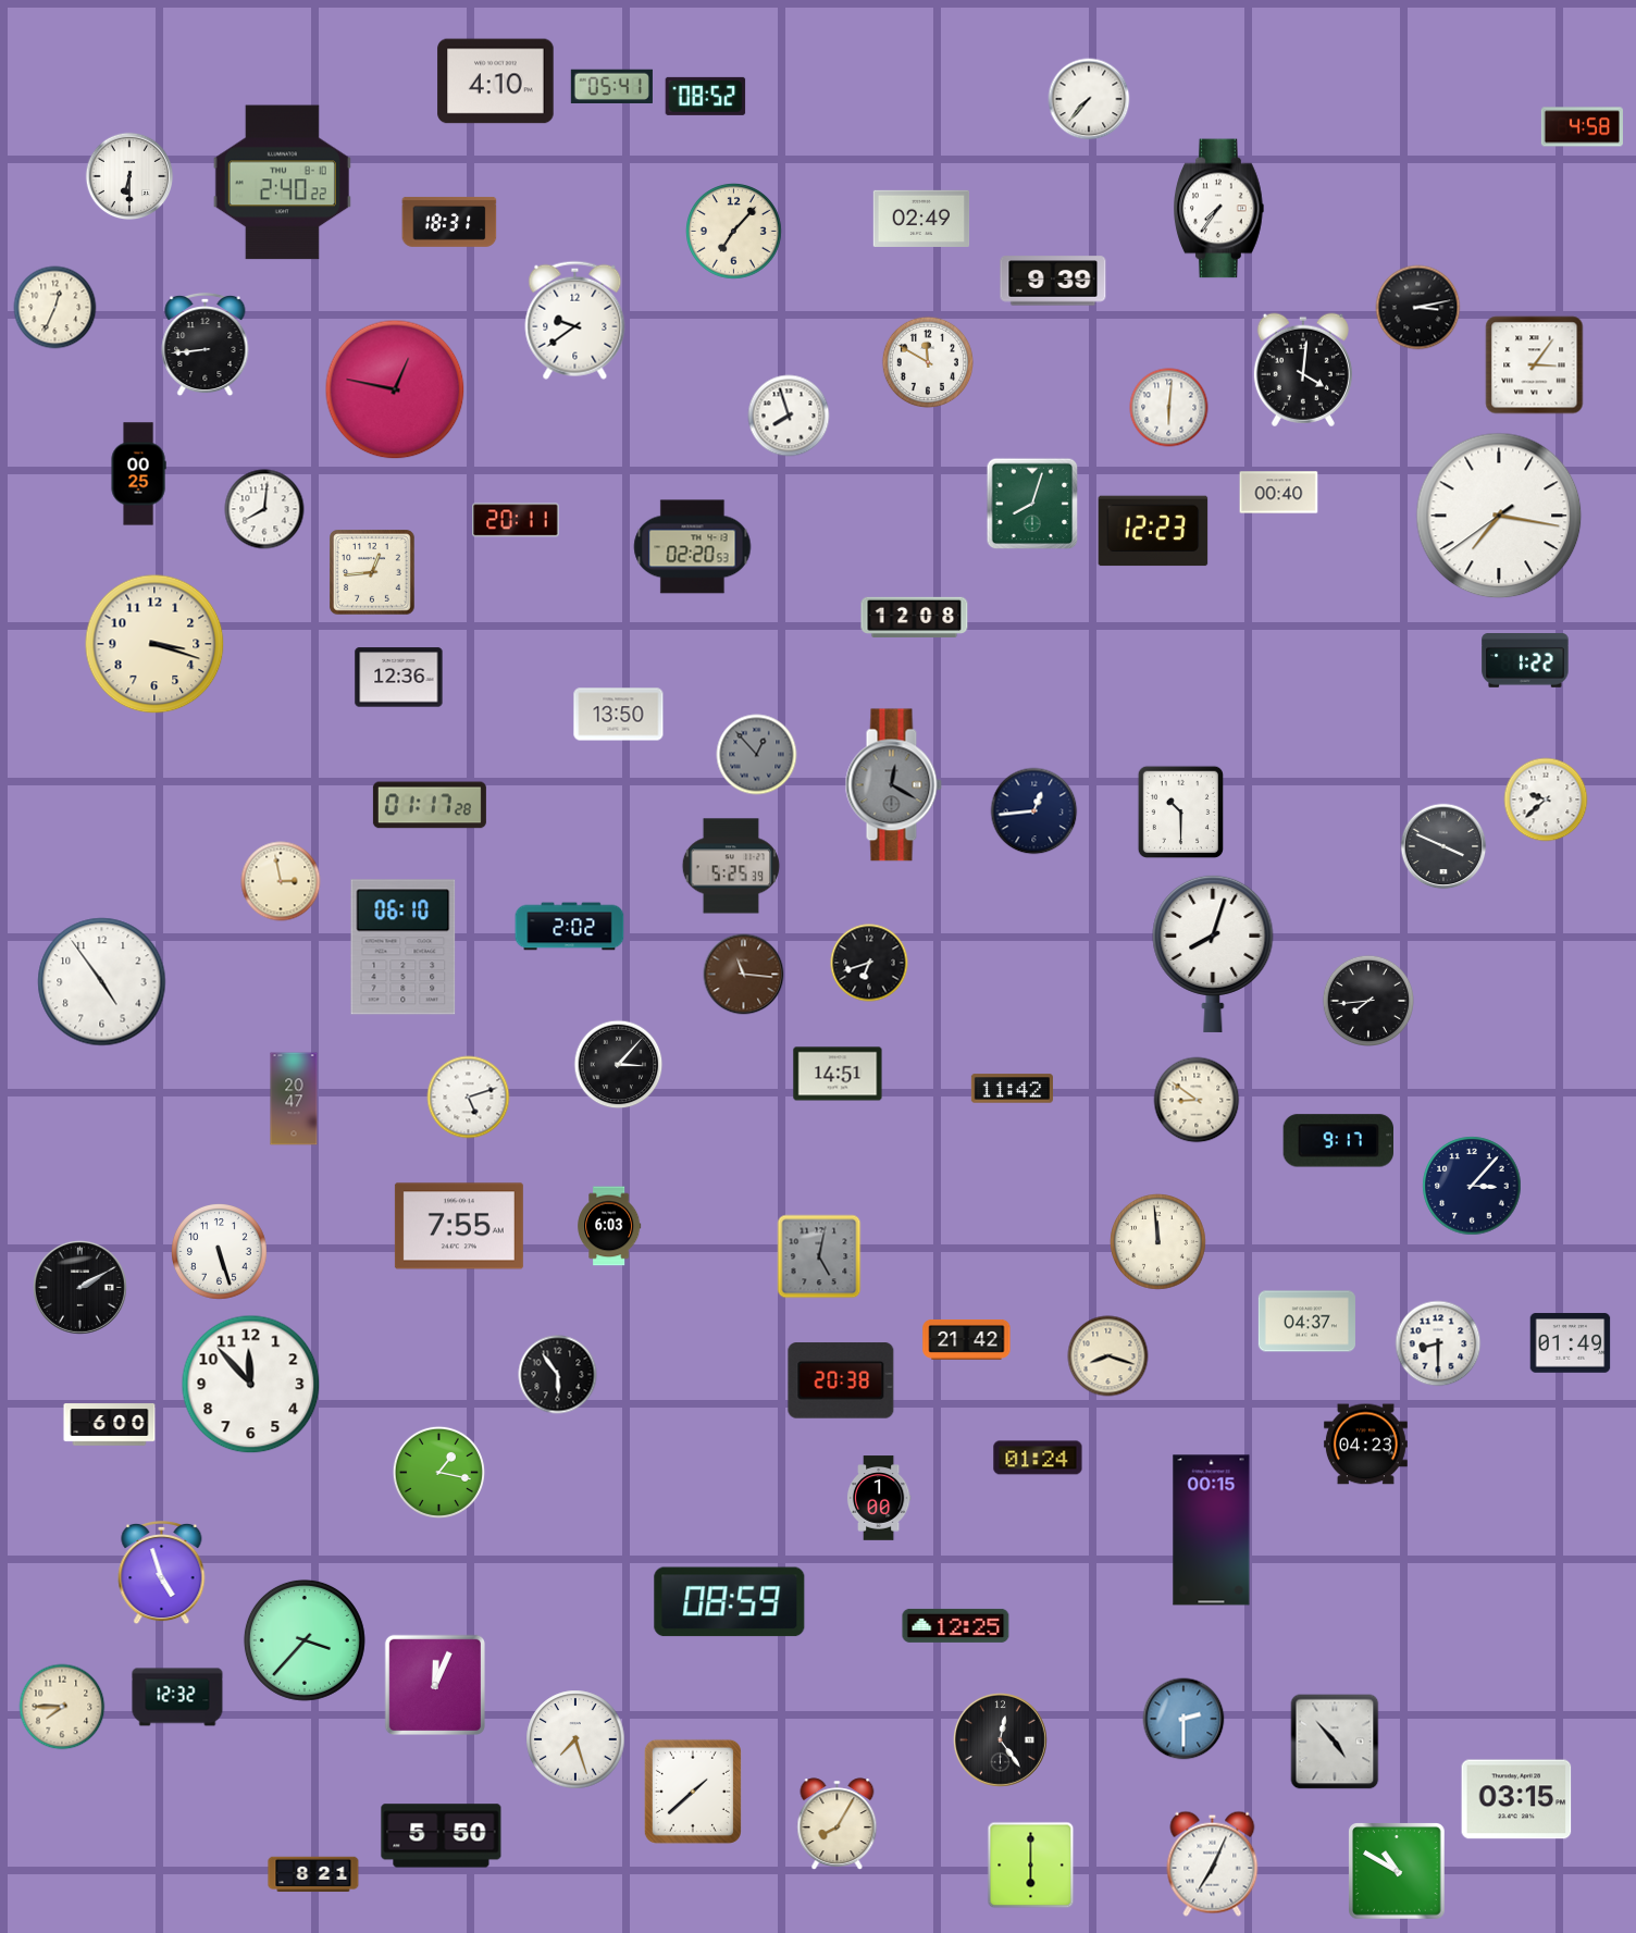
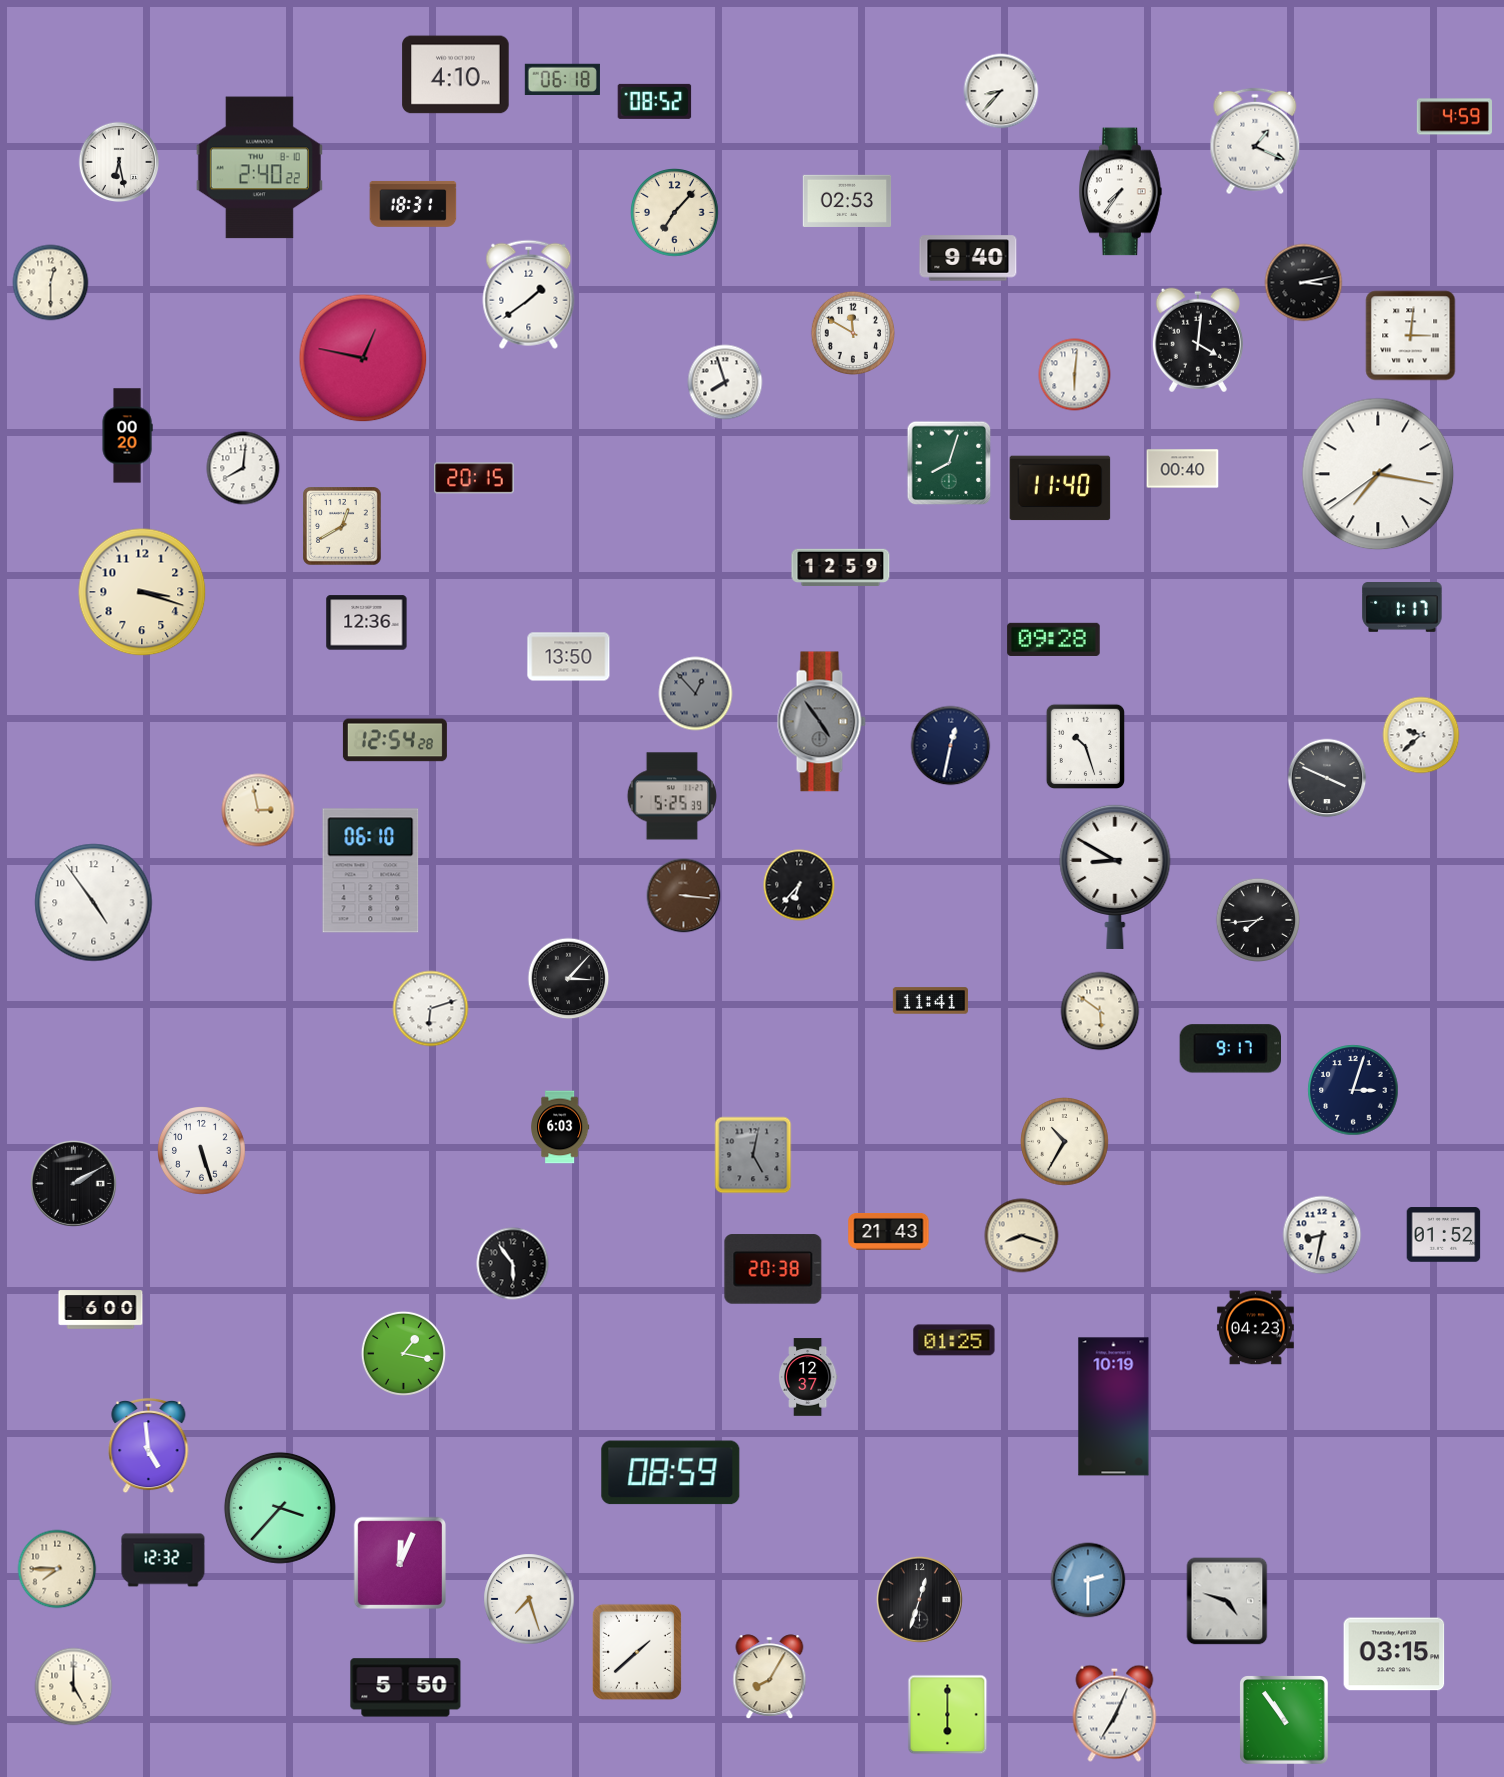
clock at (611, 86): 05:41 -> 06:18
clock at (706, 96) position: (706, 96) -> (655, 101)
clock at (1089, 99): 7:37 -> 8:37
clock at (1582, 127): 4:58 -> 4:59
clock at (1255, 141): none -> 1:19
clock at (129, 176): 6:30 -> 6:28
clock at (921, 219): 02:49 -> 02:53
clock at (1053, 281): 9:39 -> 9:40
clock at (55, 308): 12:34 -> 12:30
clock at (575, 320): 9:39 -> 1:39
clock at (206, 345): 8:44 -> none
clock at (1535, 365): 3:06 -> 3:01
clock at (138, 474): 00:25 -> 00:20
clock at (1279, 493) position: (1279, 493) -> (1183, 469)
clock at (516, 520): 20:11 -> 20:15
clock at (1153, 531): 12:23 -> 11:40
clock at (693, 547): 02:20 -> none
clock at (372, 572): 12:44 -> 12:40
clock at (915, 617): 12:08 -> 12:59
clock at (1525, 661): 1:22 -> 1:17
clock at (1054, 639): none -> 09:28
clock at (893, 785): 12:20 -> 4:54
clock at (430, 805): 01:17 -> 12:54
clock at (1034, 811): 12:44 -> 12:32
clock at (1180, 811): 10:30 -> 10:27
clock at (570, 927): 2:02 -> none
clock at (1213, 953): 8:03 -> 8:50
clock at (869, 963): 6:42 -> 6:37
clock at (744, 975): 11:16 -> 3:16
clock at (838, 1074): 14:51 -> none
clock at (1012, 1089): 11:42 -> 11:41
clock at (469, 1098): 5:12 -> 6:12
clock at (294, 1099): 20:47 -> none
clock at (1197, 1100): 8:51 -> 5:51
clock at (1472, 1186): 3:07 -> 3:03
clock at (459, 1226): 7:55 -> none
clock at (1158, 1242): 11:59 -> 10:35
clock at (1306, 1322): 04:37 -> none
clock at (967, 1340): 21:42 -> 21:43
clock at (1438, 1343): 8:30 -> 8:32
clock at (1571, 1343): 01:49 -> 01:52
clock at (1108, 1356) position: (1108, 1356) -> (1022, 1236)
clock at (251, 1385): 11:53 -> none
clock at (1038, 1458): 01:24 -> 01:25
clock at (879, 1498): 1:00 -> 12:37
clock at (1212, 1531): 00:15 -> 10:19
clock at (162, 1573): 4:57 -> 4:59
clock at (956, 1625): 12:25 -> none
clock at (434, 1684) position: (434, 1684) -> (399, 1562)
clock at (1000, 1739): 12:24 -> 12:33
clock at (1335, 1742): 4:53 -> 4:48
clock at (693, 1792) position: (693, 1792) -> (637, 1652)
clock at (74, 1687): none -> 5:00
clock at (1398, 1872): 10:50 -> 10:54
clock at (313, 1874): 8:21 -> none
